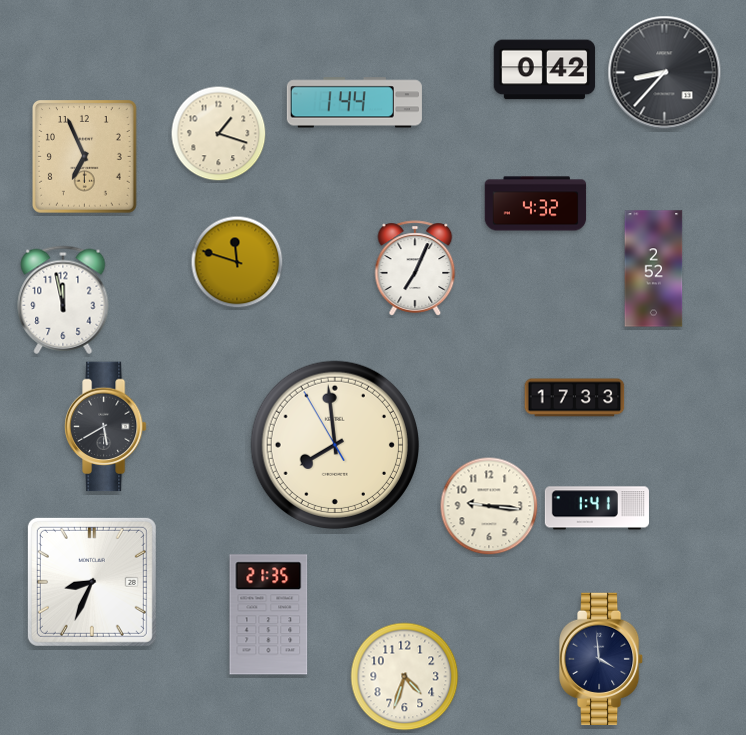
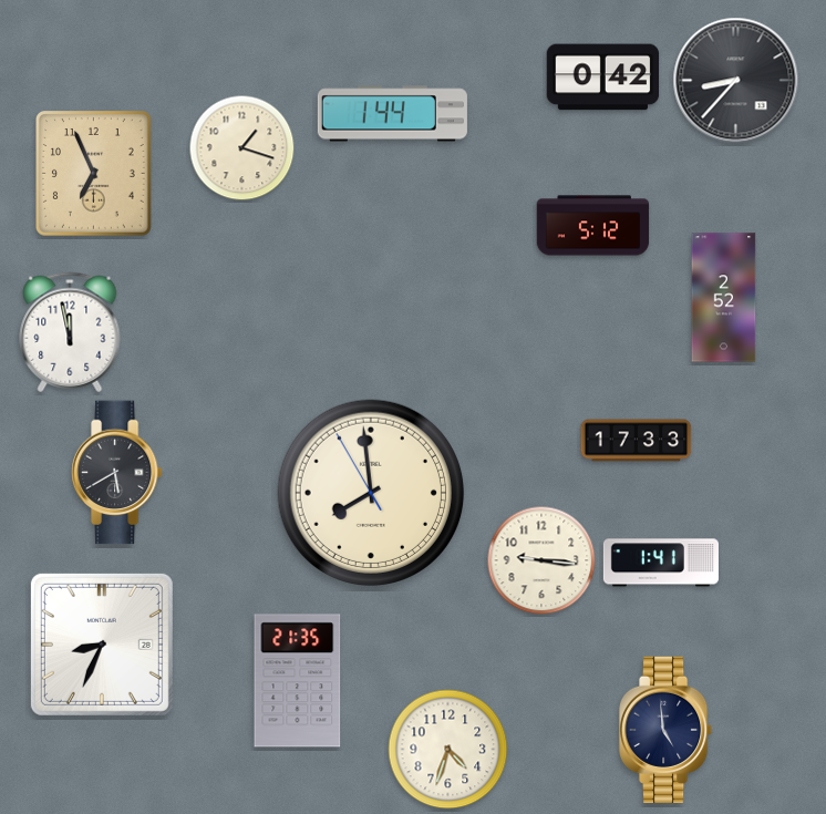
clock at (536, 204): 4:32 -> 5:12
clock at (237, 262): 11:48 -> none
clock at (415, 268): 7:04 -> none
clock at (601, 658): 3:59 -> 4:59
